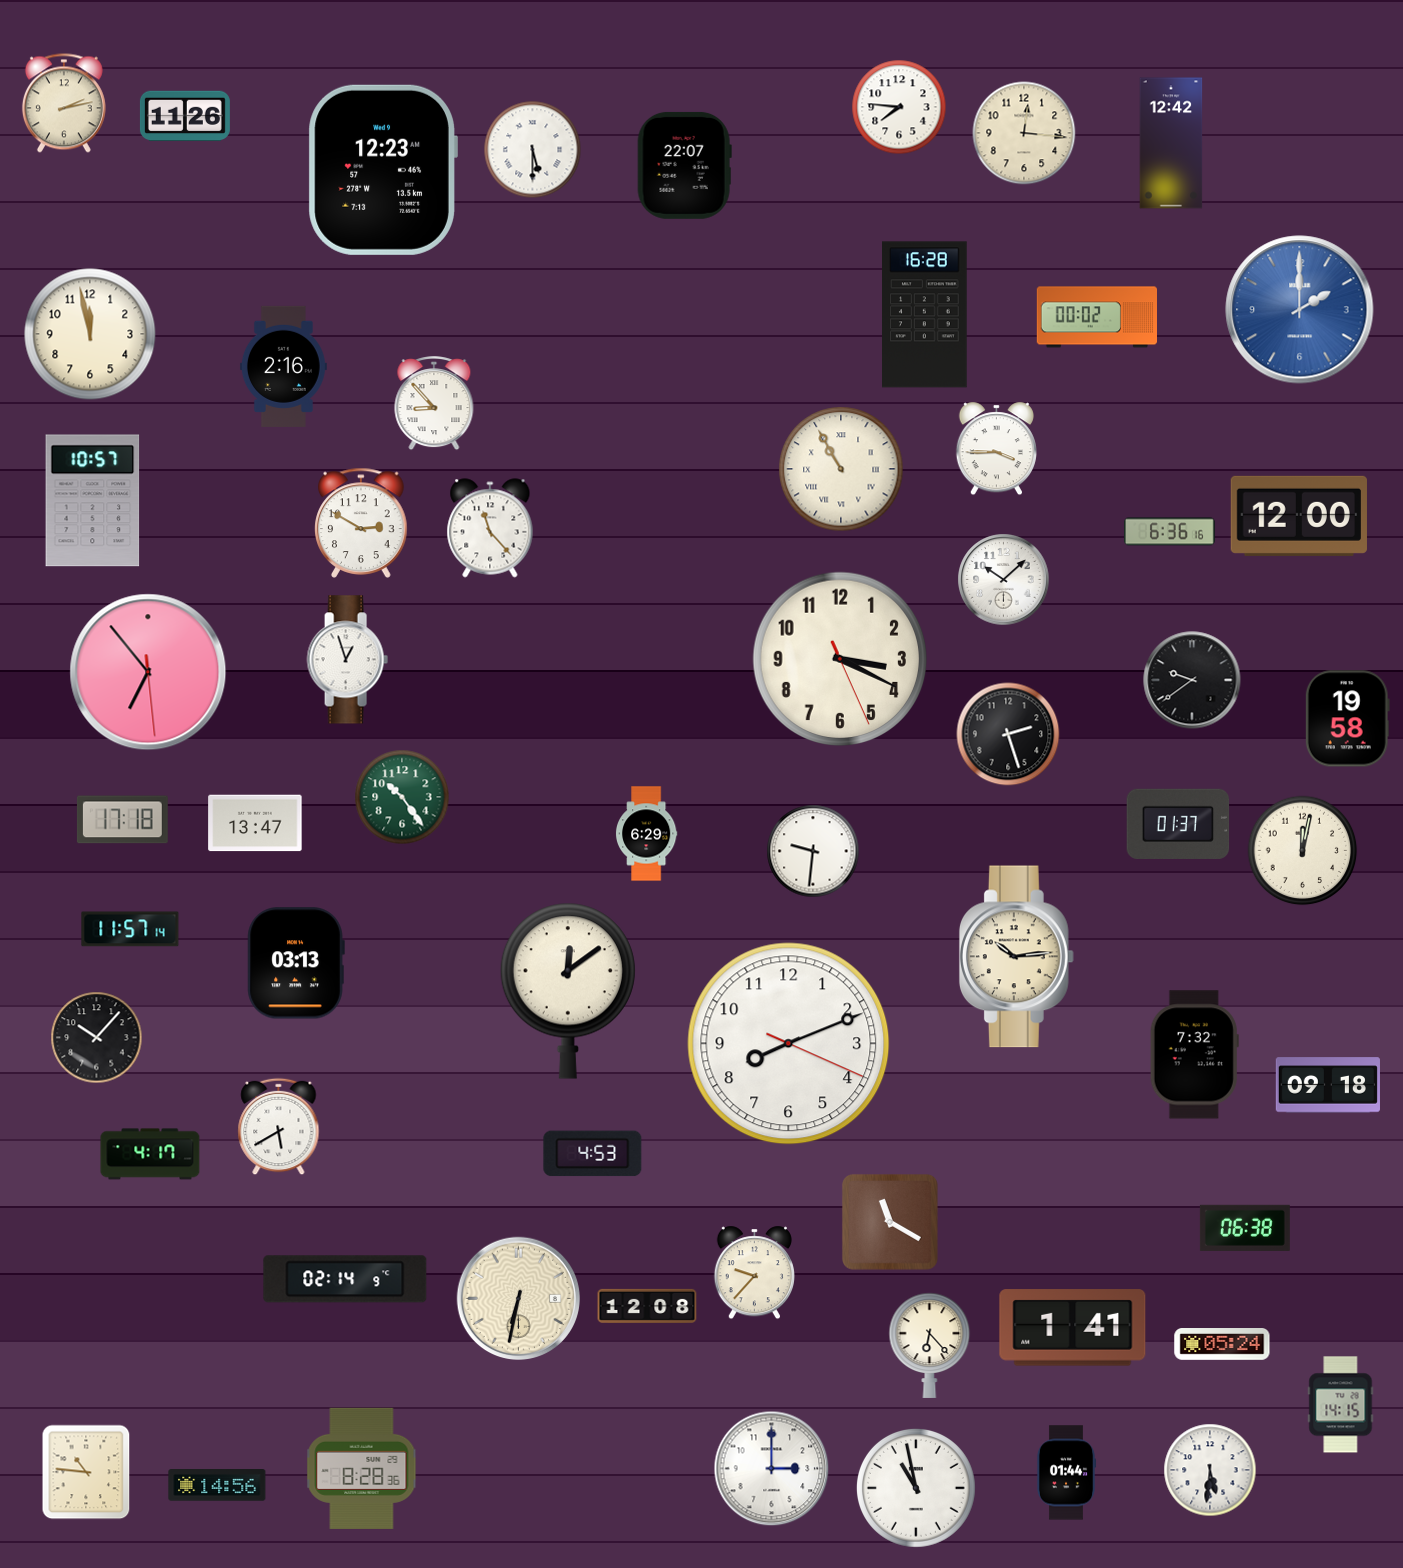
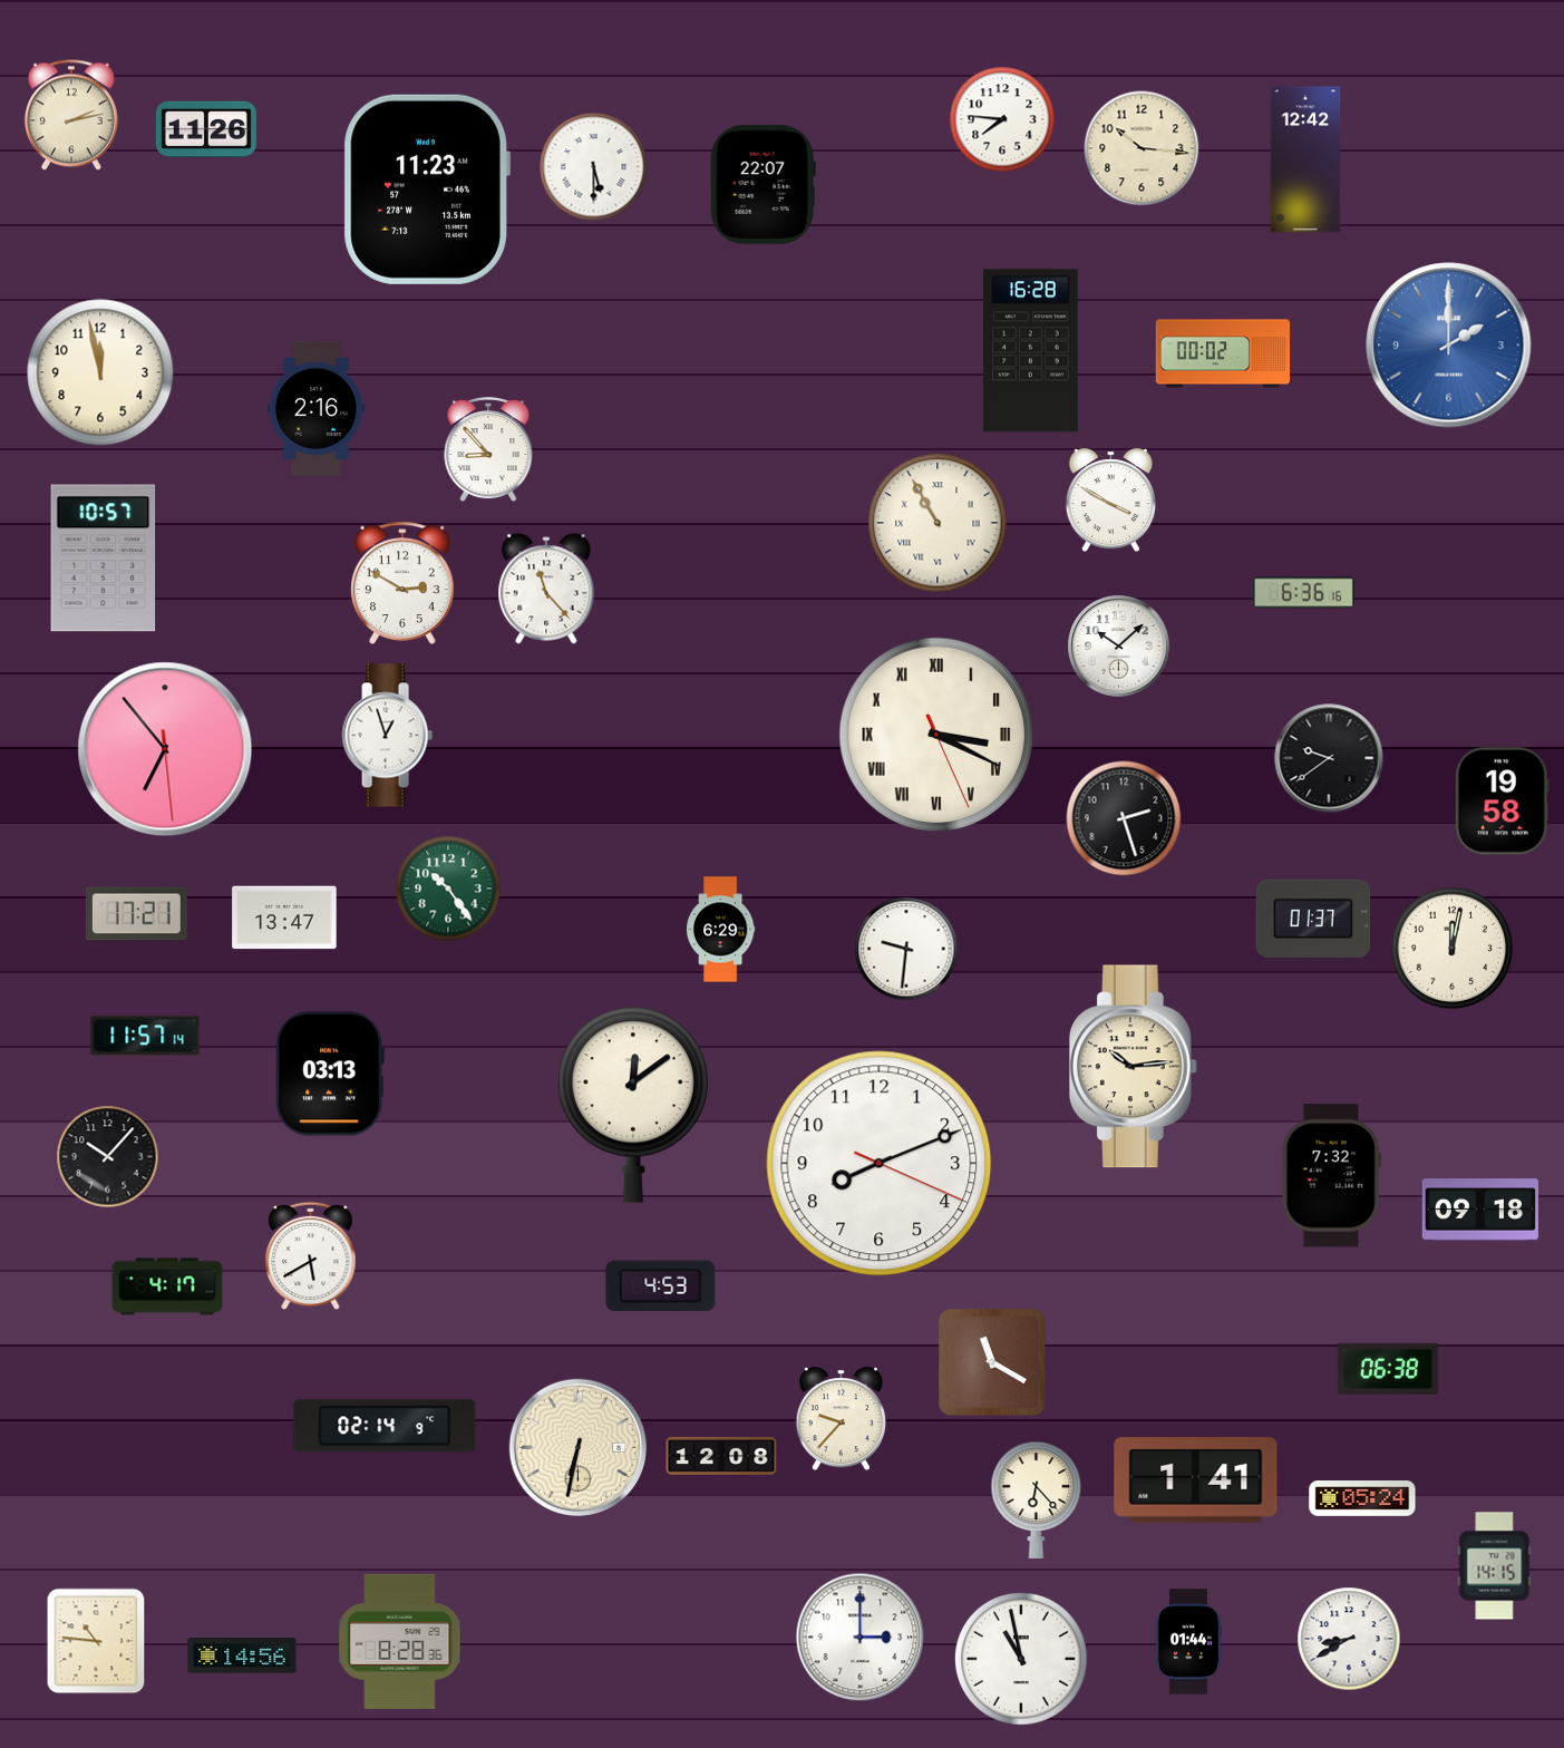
clock at (1024, 133): 12:16 -> 10:16
clock at (383, 170): 12:23 -> 11:23
clock at (434, 404) position: (434, 404) -> (488, 450)
clock at (996, 449): 3:45 -> 3:50
clock at (1299, 516): 12:00 -> none
clock at (840, 659) numerals: Arabic -> Roman
clock at (122, 820): 17:18 -> 17:21
clock at (362, 1468) position: (362, 1468) -> (400, 1641)
clock at (1210, 1470): 5:31 -> 8:40
